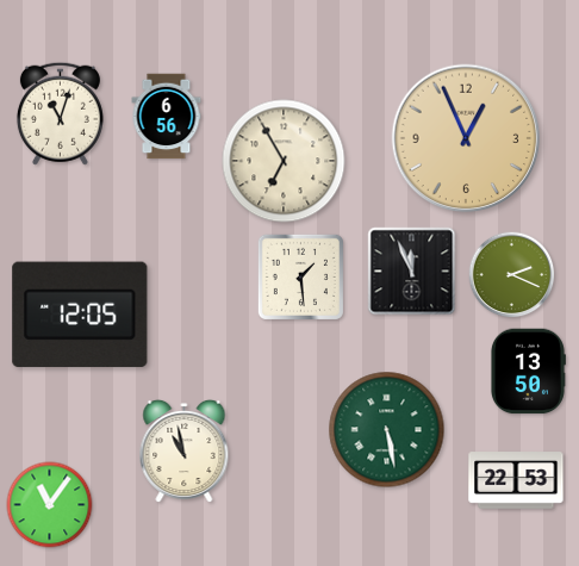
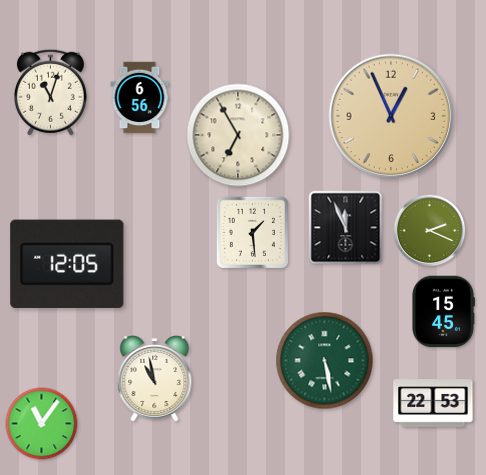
clock at (60, 113) position: (60, 113) -> (50, 92)
clock at (528, 372): 13:50 -> 15:45
